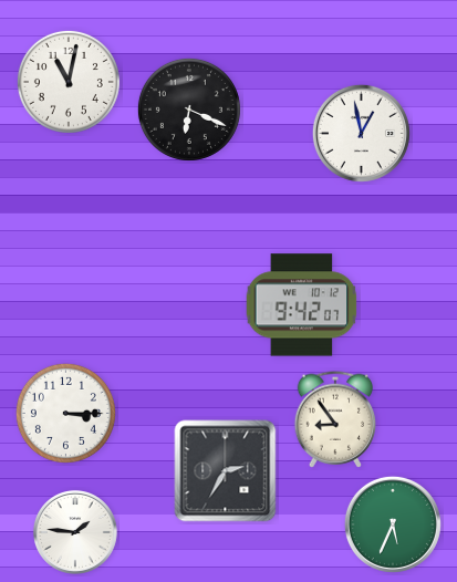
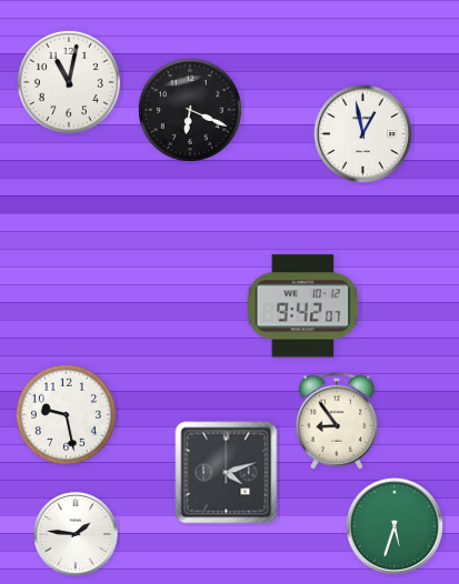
clock at (65, 413): 3:15 -> 9:28
clock at (226, 471): 2:35 -> 4:12
clock at (393, 524): 5:34 -> 5:33
